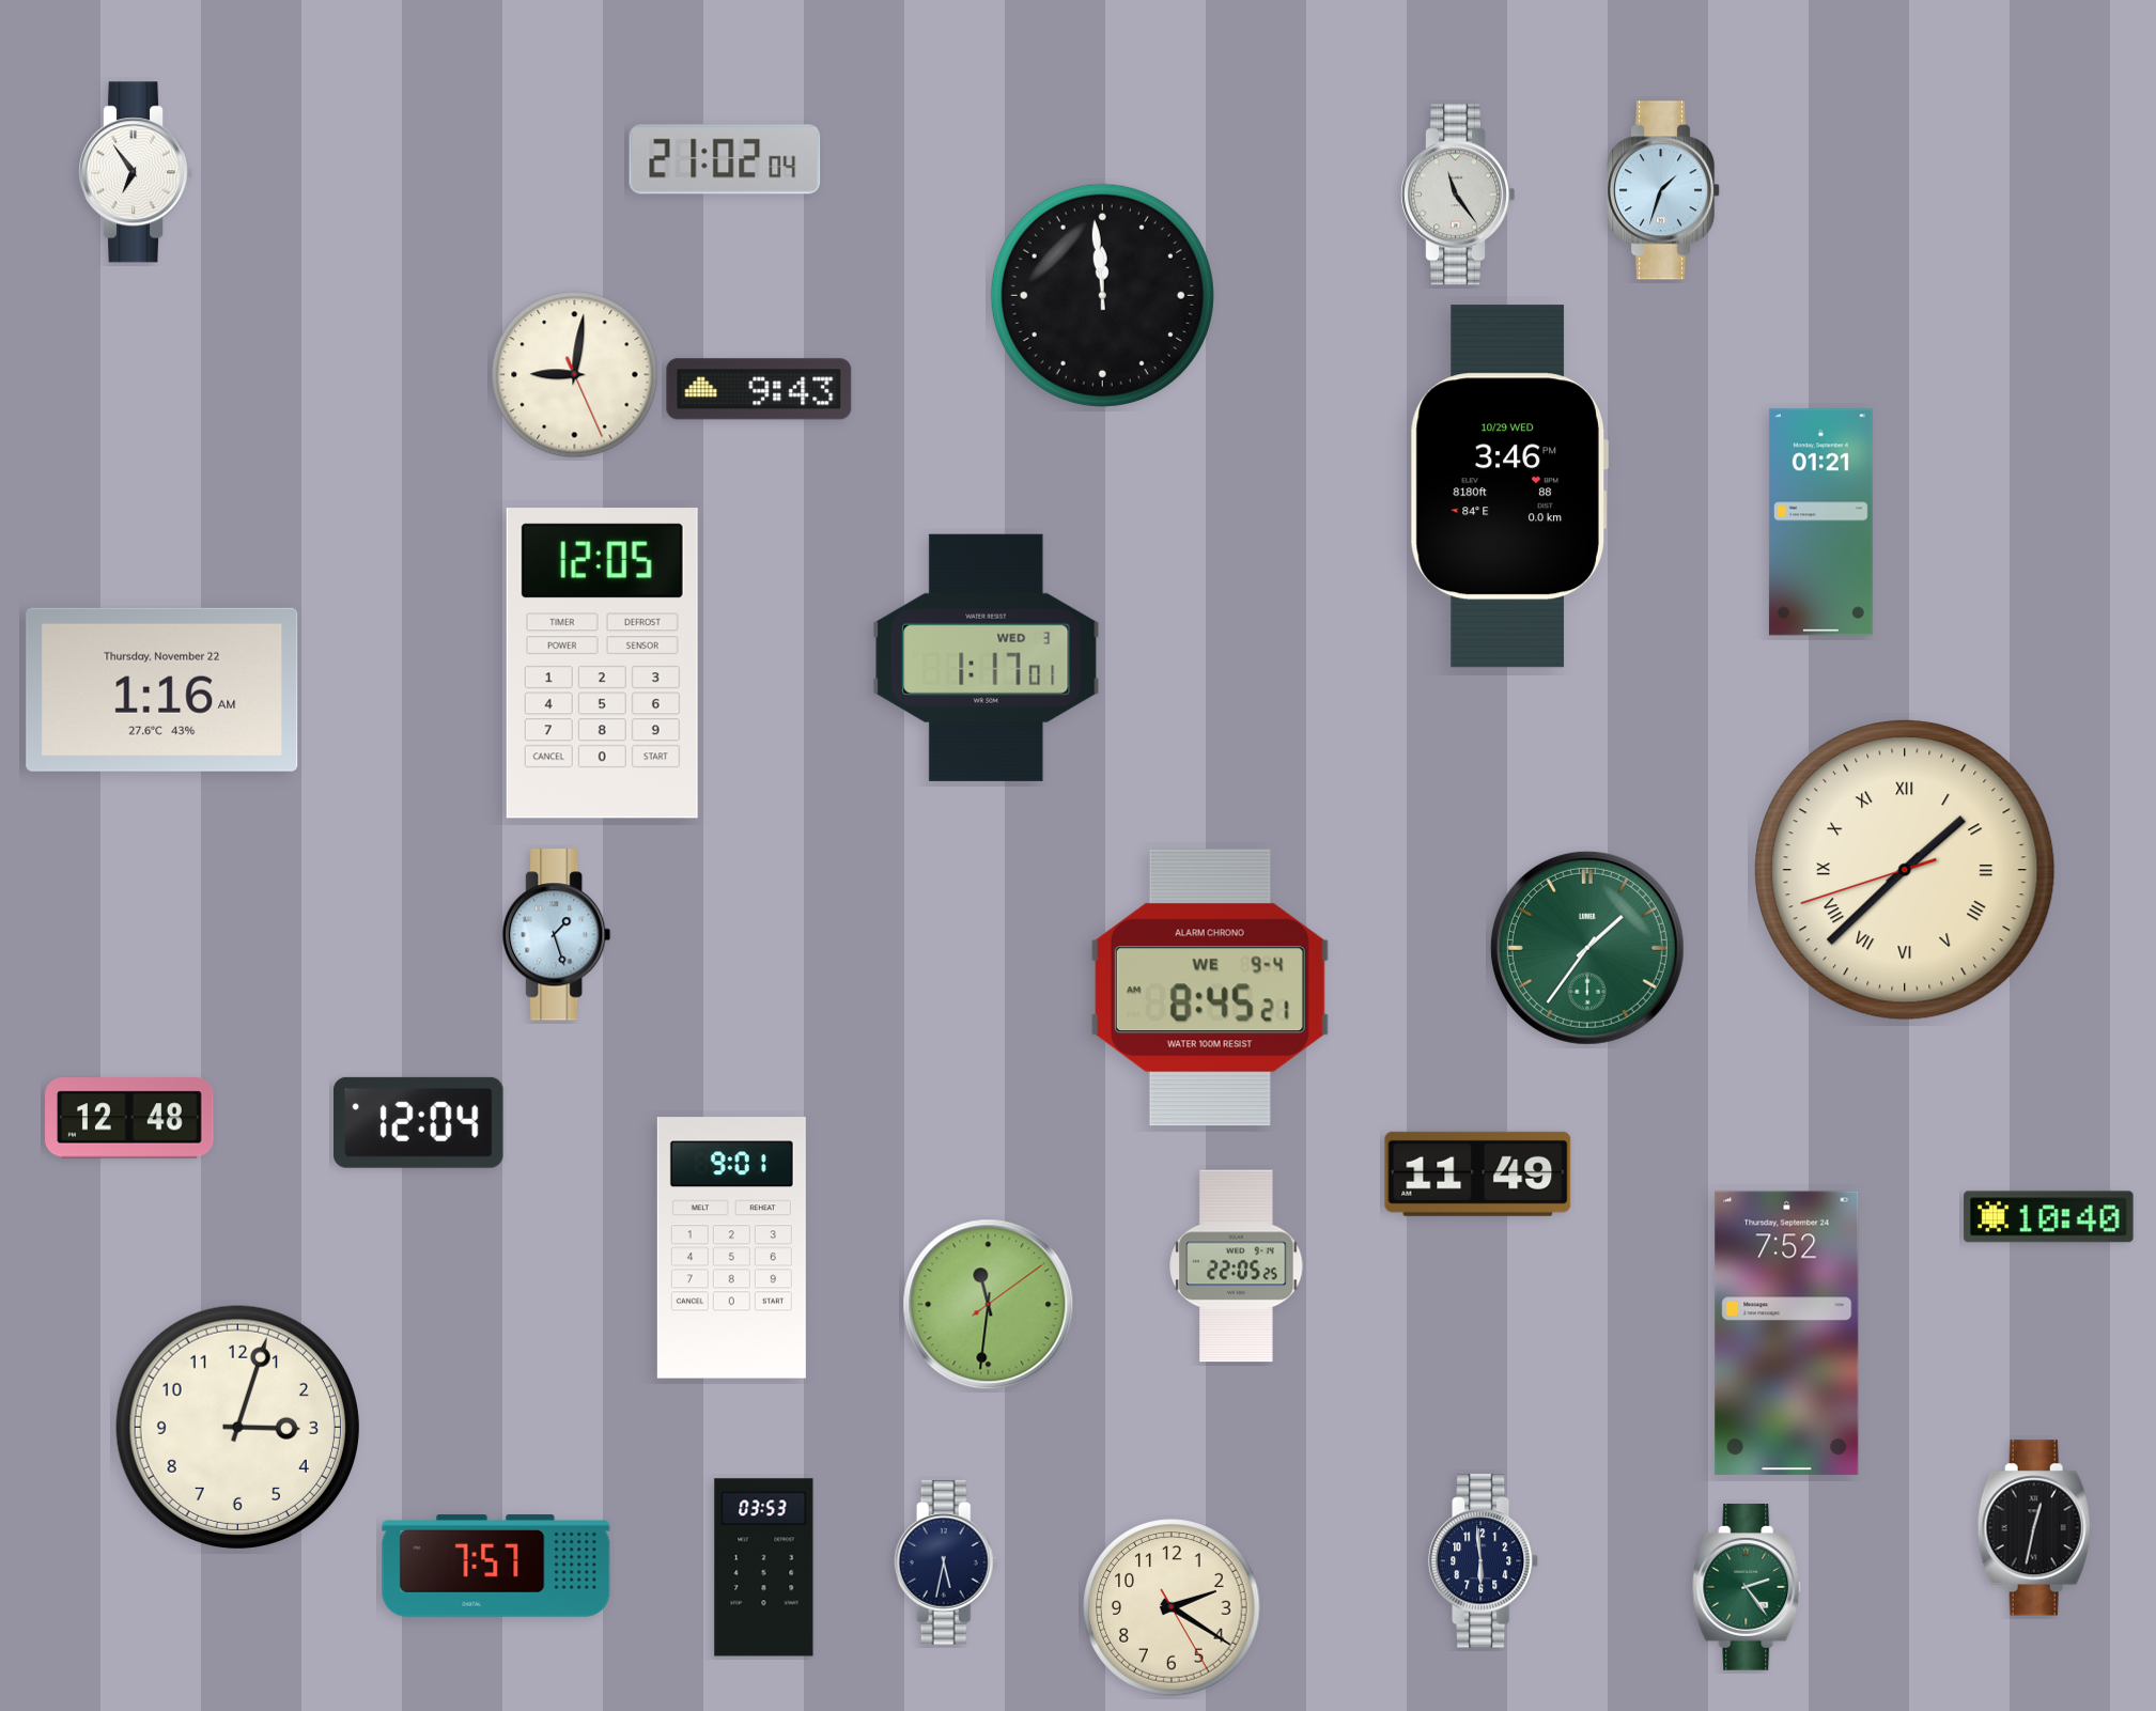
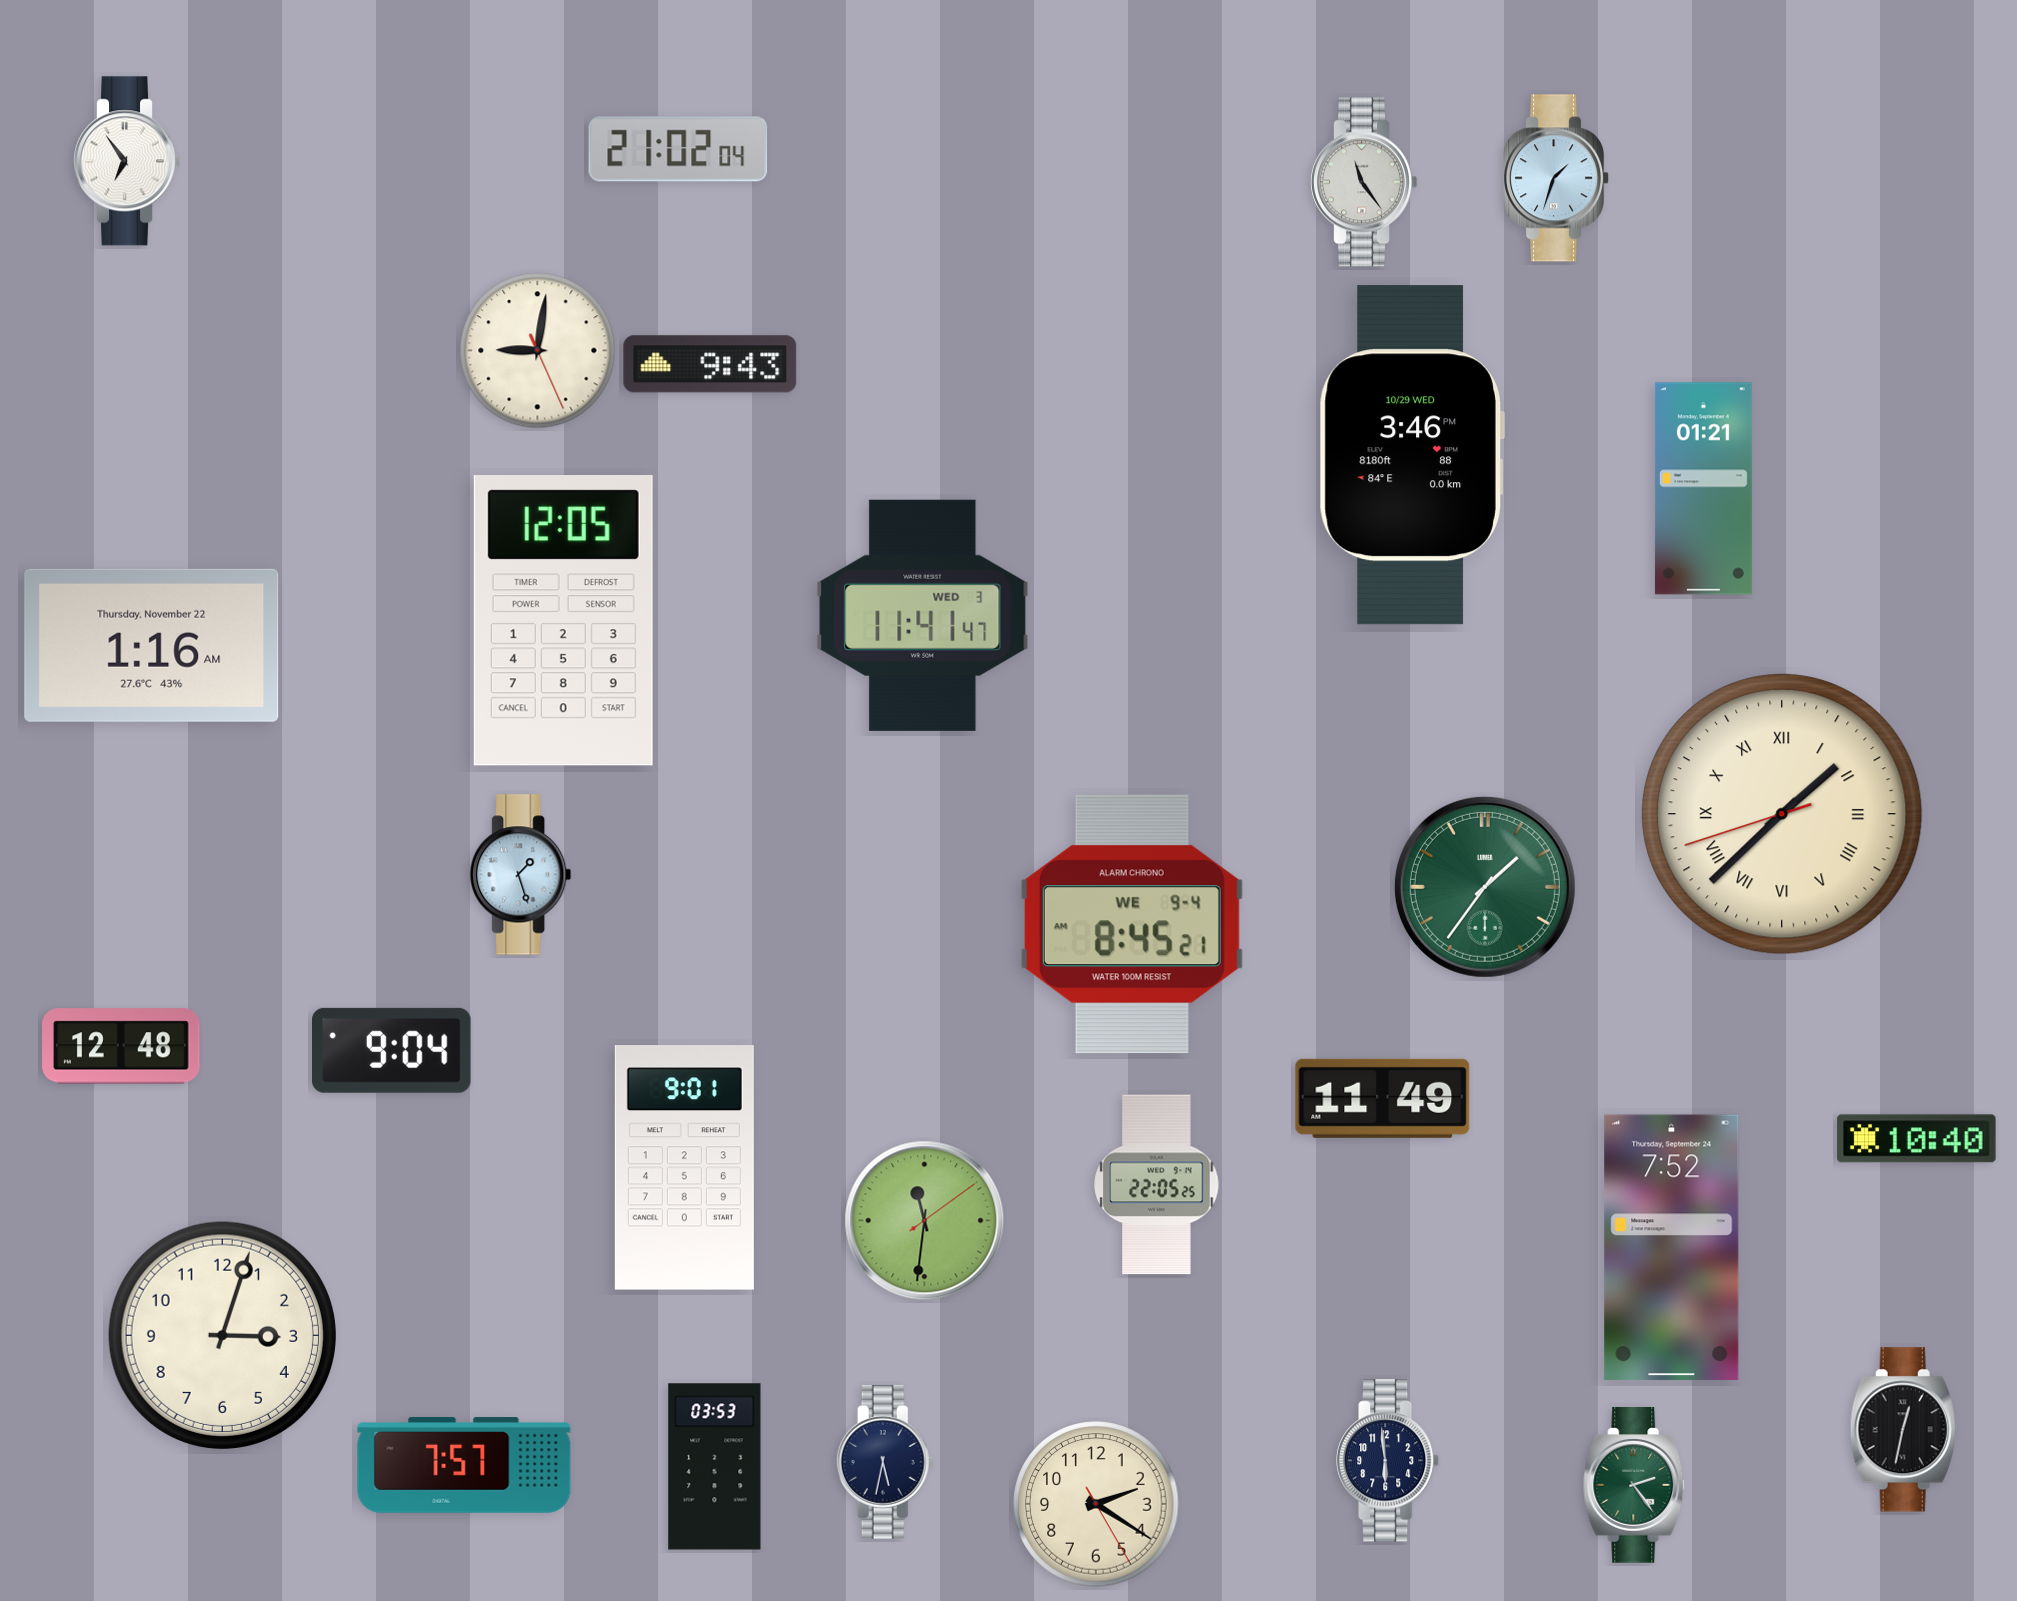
clock at (1102, 295): 11:59 -> none
clock at (987, 657): 1:17 -> 11:41
clock at (419, 1122): 12:04 -> 9:04
